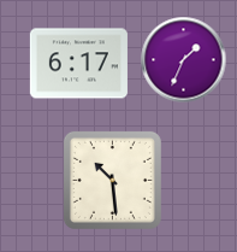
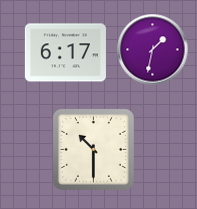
clock at (184, 60): 1:34 -> 1:32
clock at (112, 180): 10:29 -> 10:30
